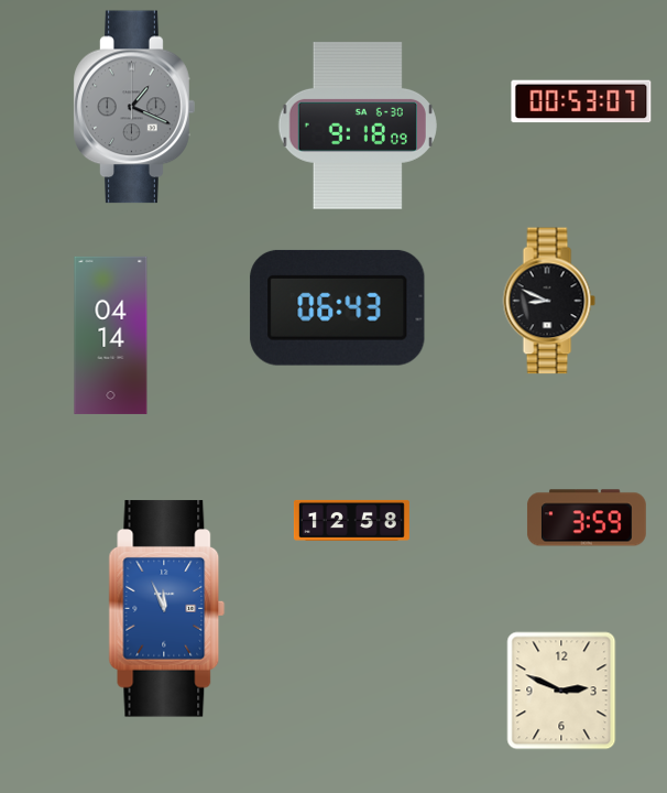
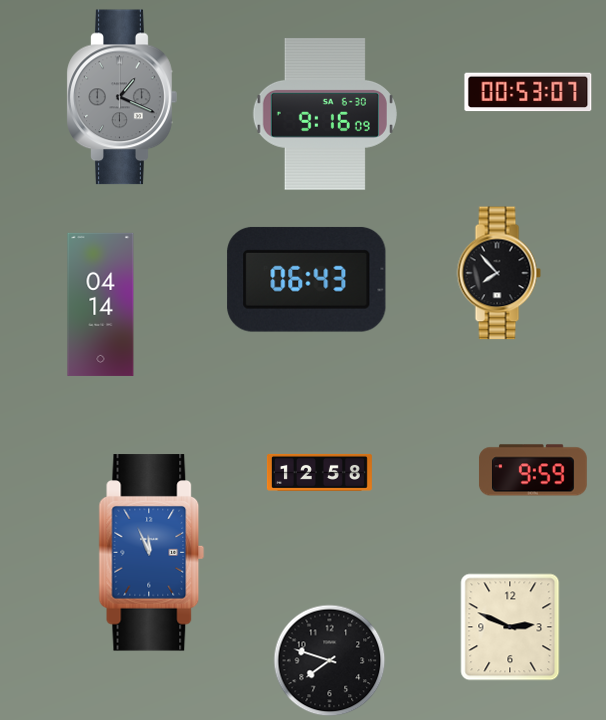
clock at (358, 127): 9:18 -> 9:16
clock at (549, 301): 8:49 -> 7:53
clock at (587, 518): 3:59 -> 9:59
clock at (330, 661): none -> 7:48
